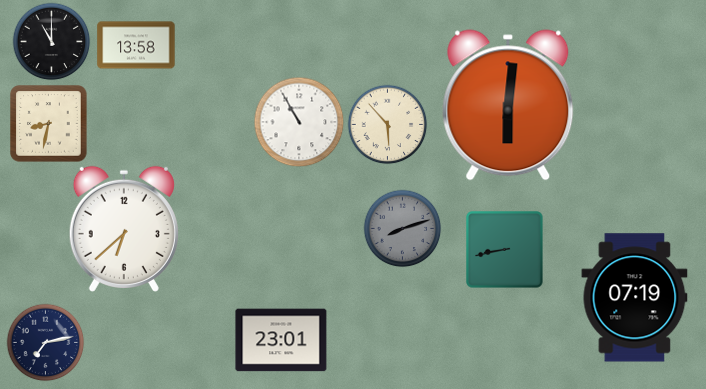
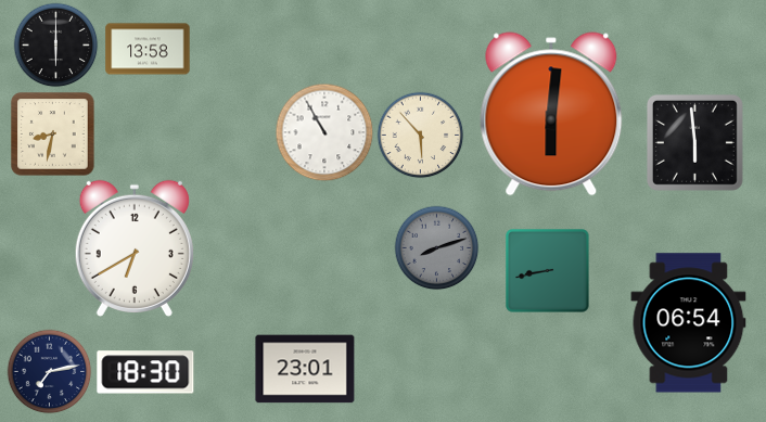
clock at (51, 41): 11:00 -> 6:00
clock at (694, 142): none -> 5:59
clock at (124, 229): 6:38 -> 6:40
clock at (635, 298): 07:19 -> 06:54
clock at (145, 372): none -> 18:30
